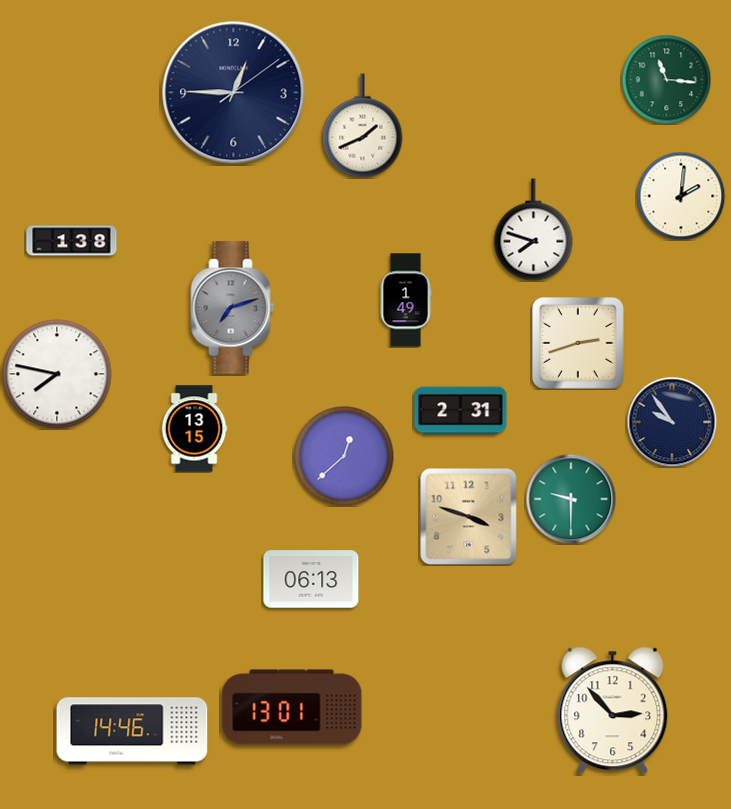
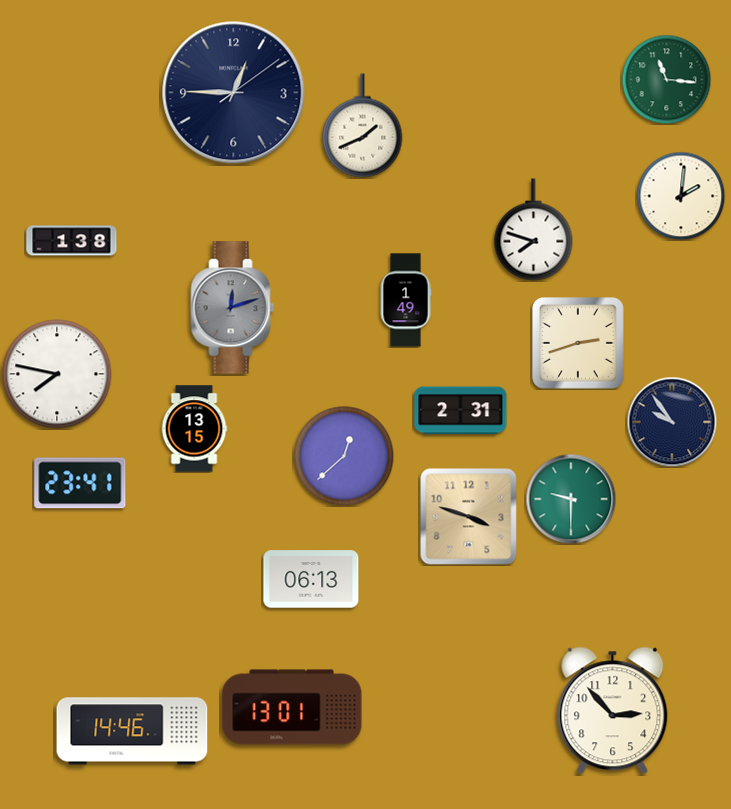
clock at (233, 308): 7:12 -> 12:12
clock at (80, 483): none -> 23:41
